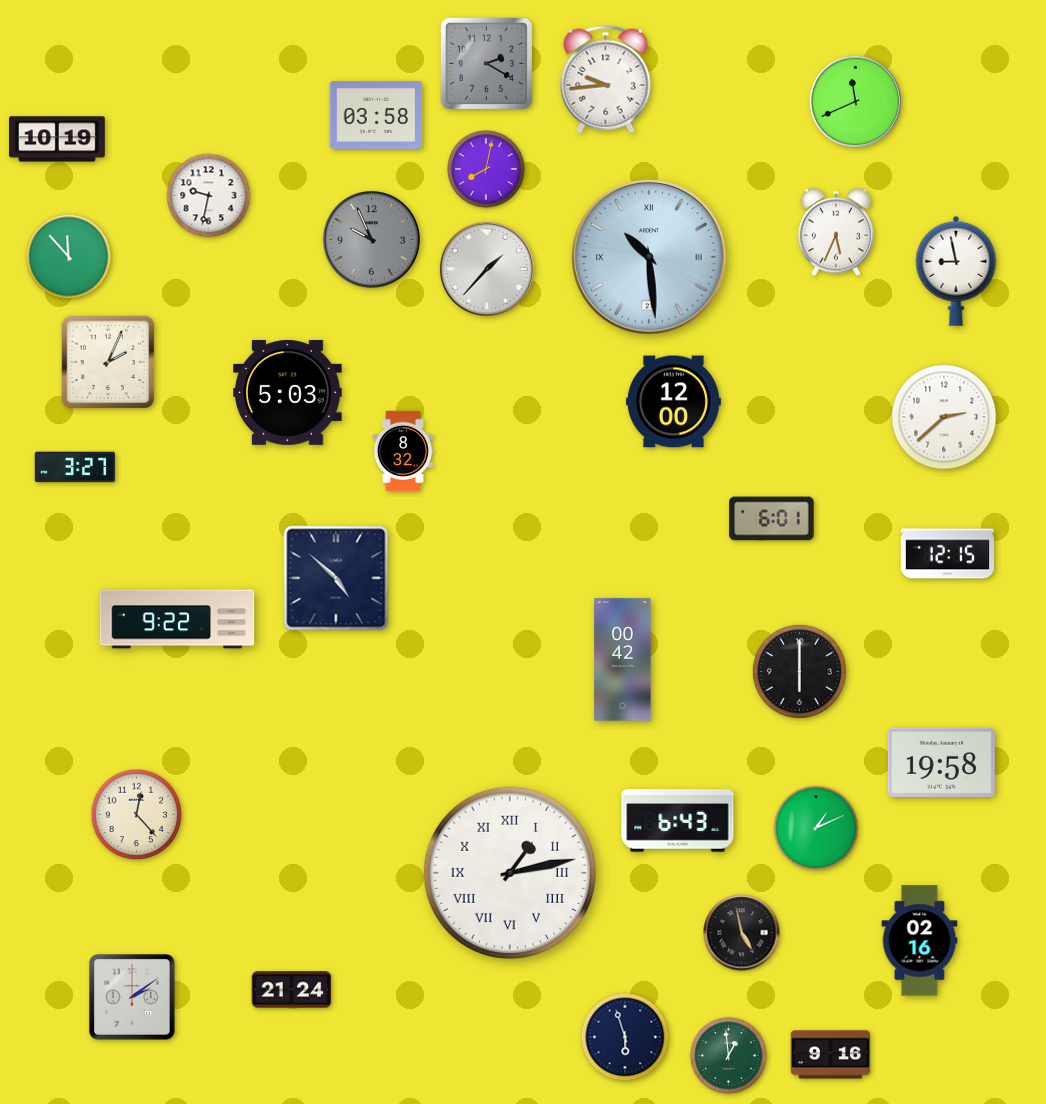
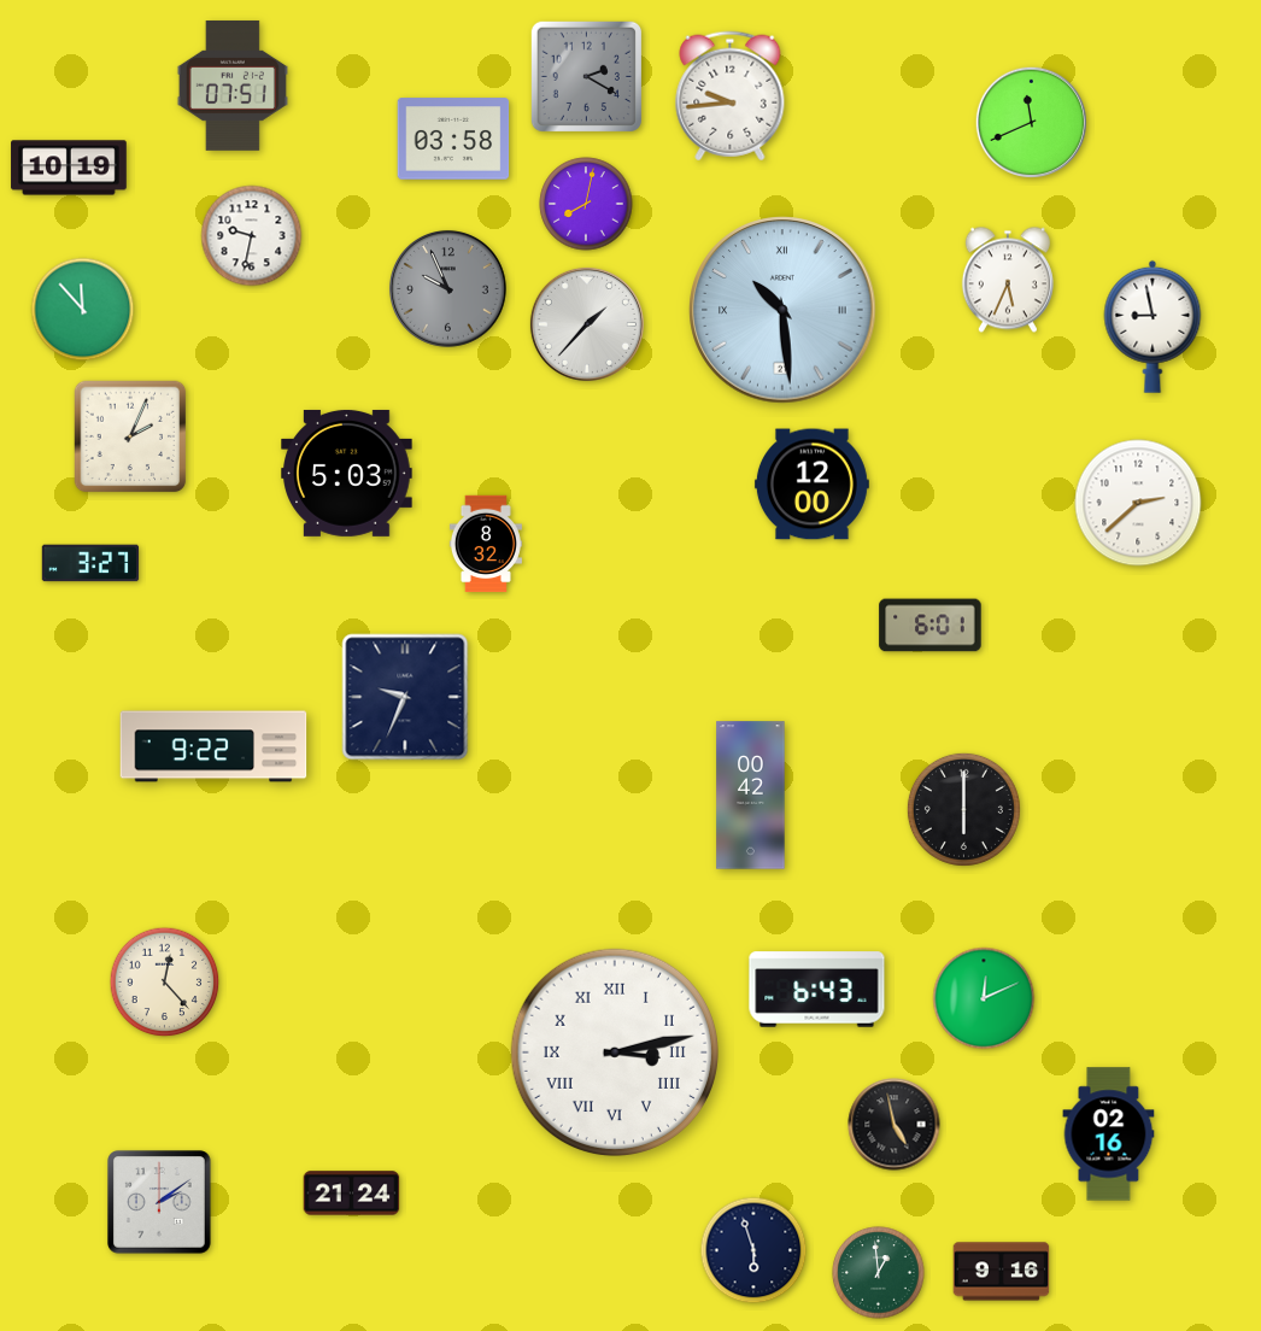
clock at (233, 86): none -> 07:51
clock at (947, 554): 12:15 -> none
clock at (336, 578): 4:52 -> 9:34
clock at (941, 762): 19:58 -> none
clock at (816, 828): 1:11 -> 12:11
clock at (509, 872): 1:13 -> 3:13
